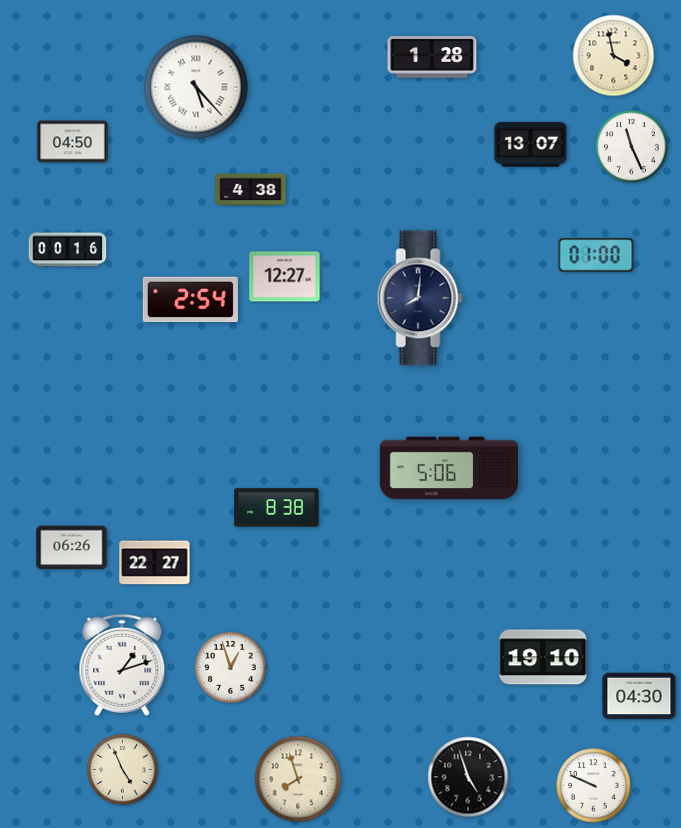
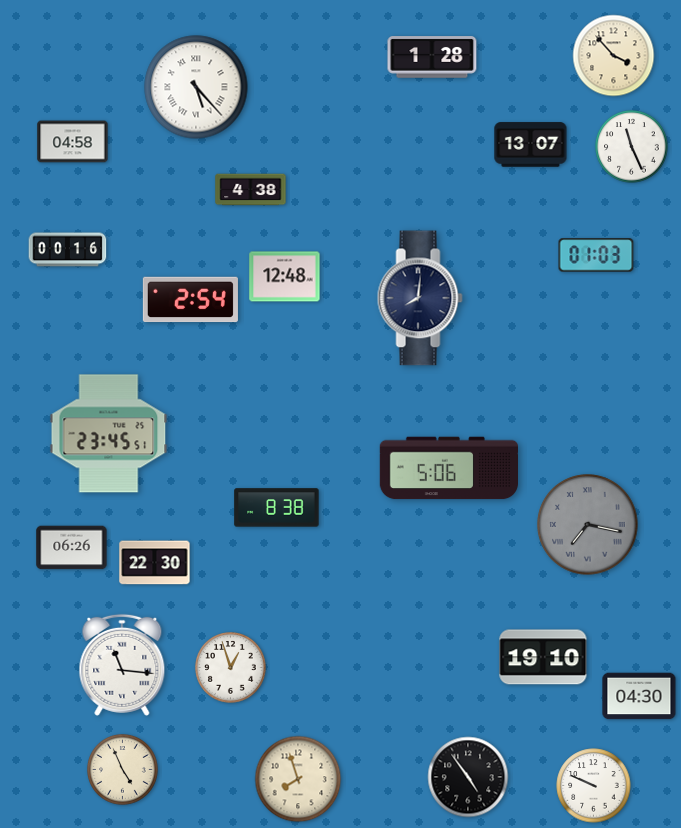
clock at (614, 56): 3:58 -> 3:53
clock at (73, 142): 04:50 -> 04:58
clock at (596, 255): 01:00 -> 01:03
clock at (285, 277): 12:27 -> 12:48
clock at (109, 434): none -> 23:45
clock at (588, 525): none -> 7:17
clock at (155, 563): 22:27 -> 22:30
clock at (122, 665): 1:12 -> 11:16
clock at (468, 777): 4:57 -> 4:54
